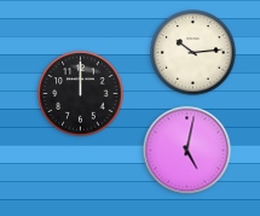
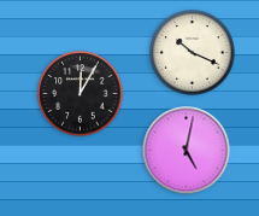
clock at (193, 53): 10:14 -> 10:19
clock at (81, 94): 12:00 -> 12:05
